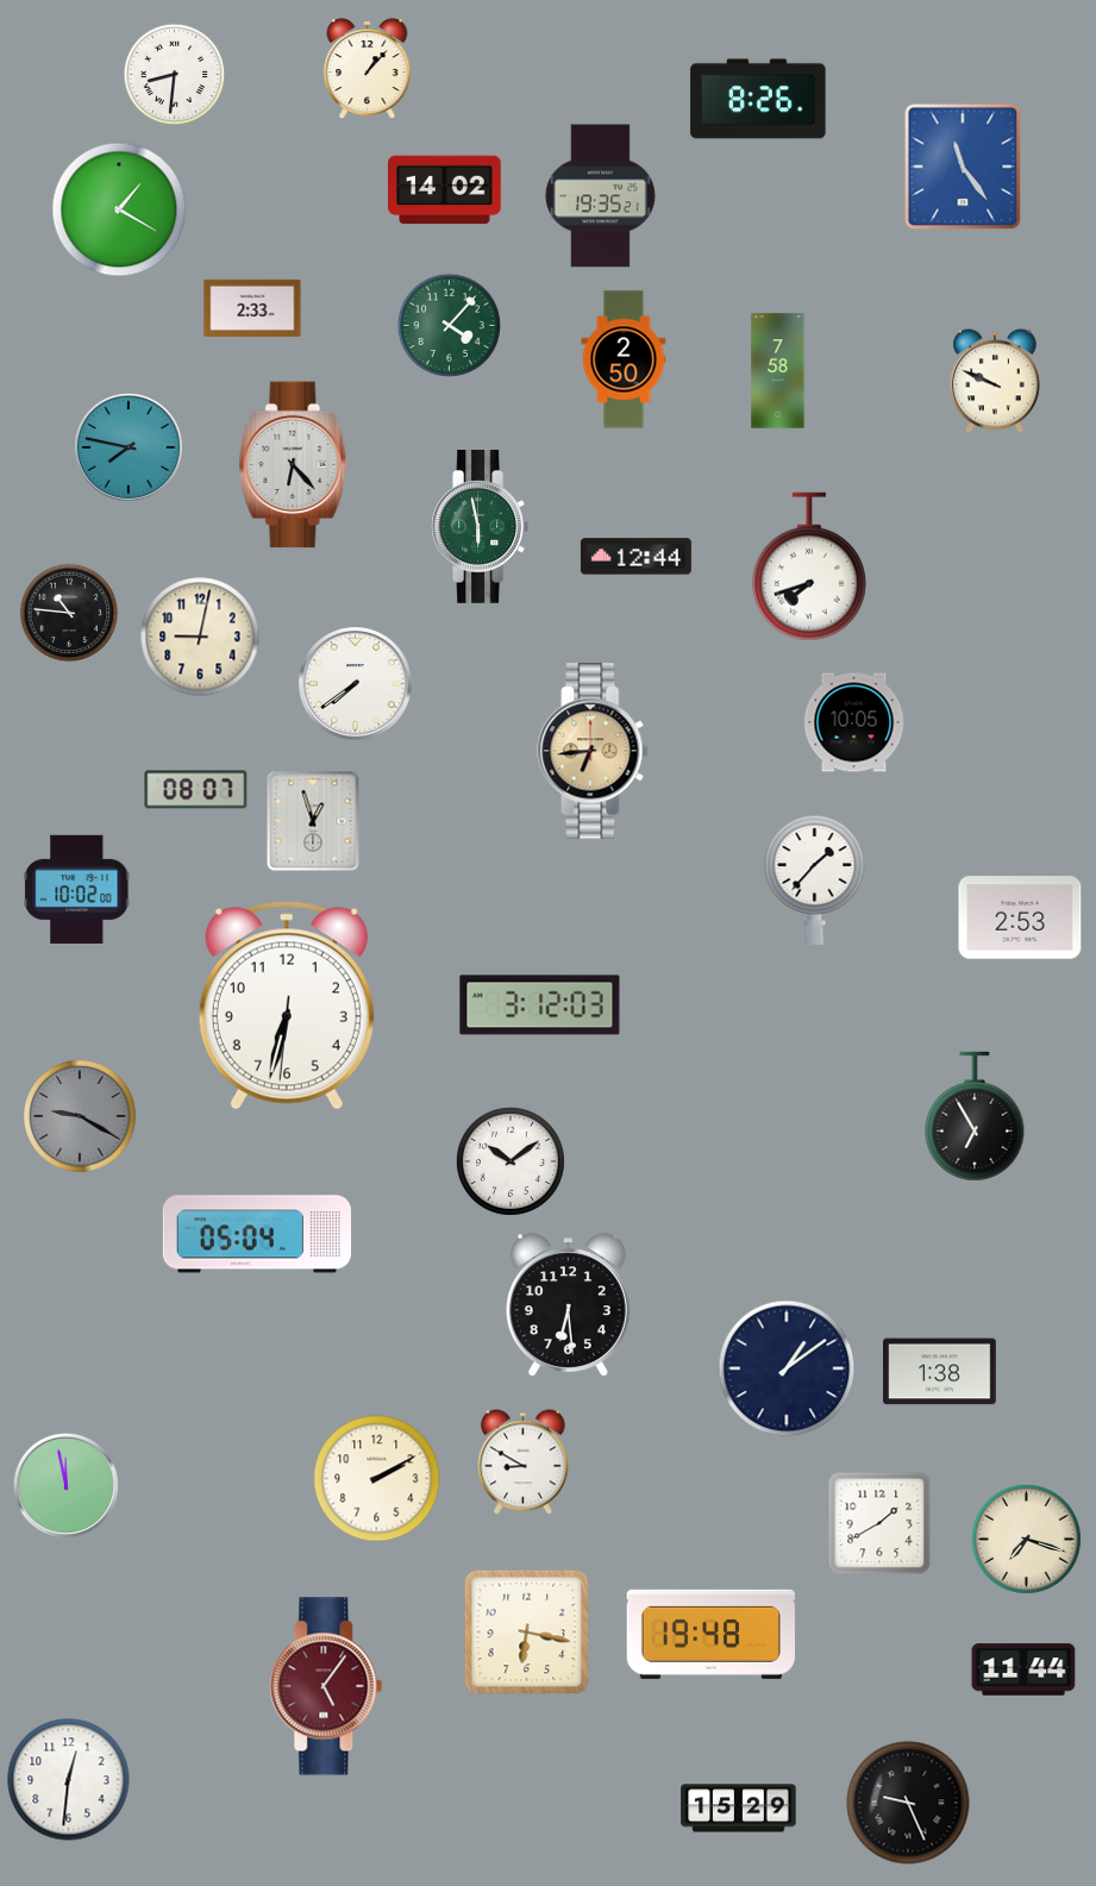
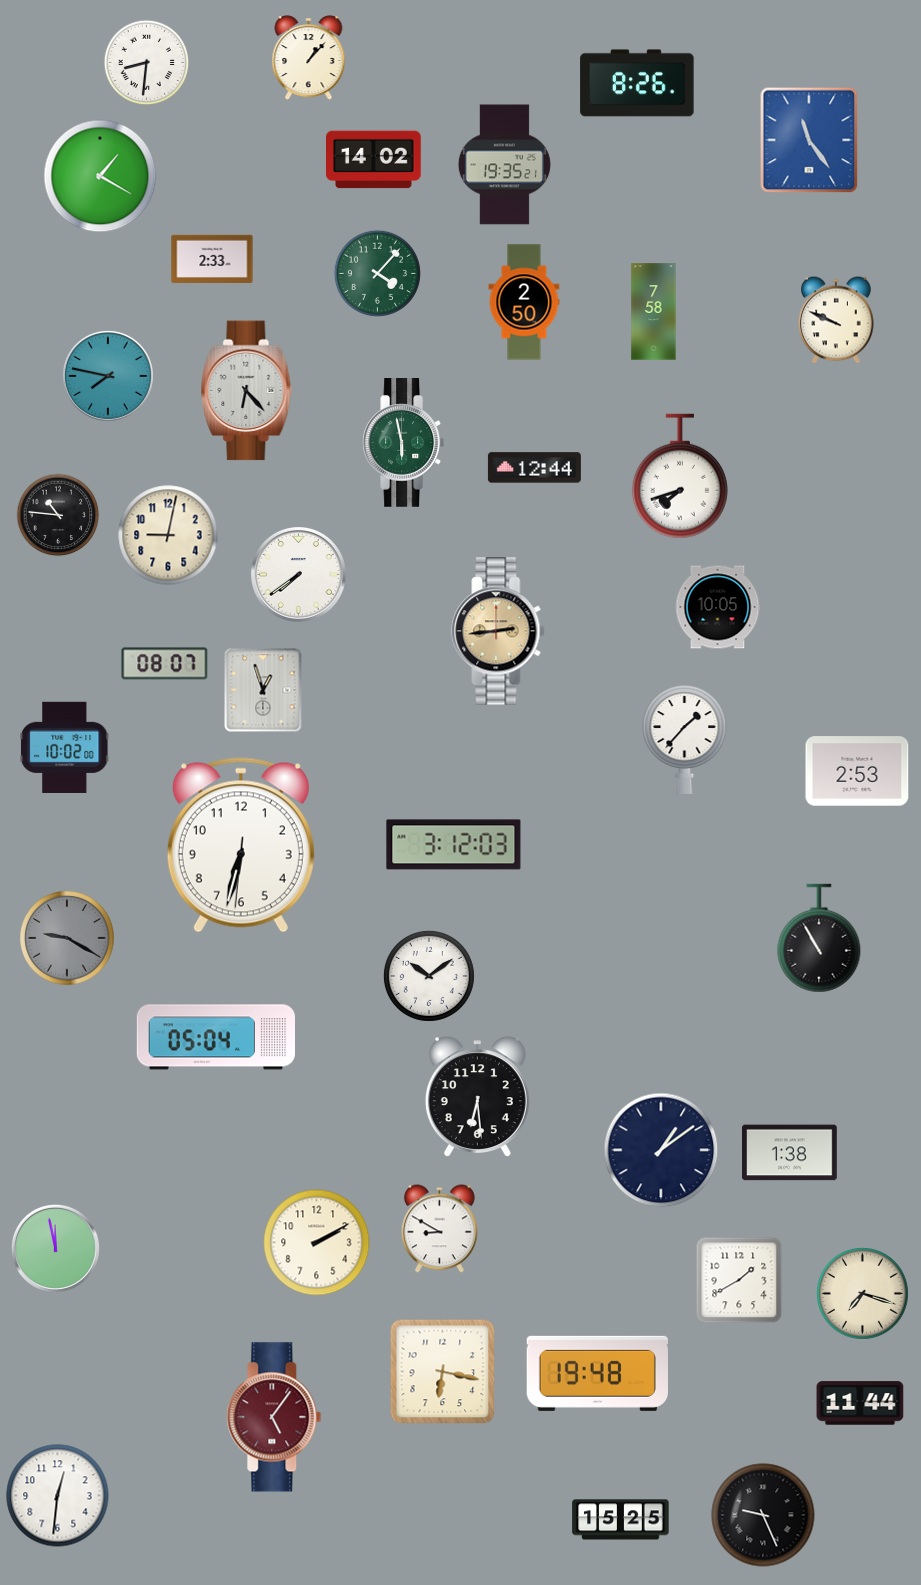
clock at (593, 751): 6:44 -> 2:44
clock at (975, 1116): 6:55 -> 10:55
clock at (739, 1809): 15:29 -> 15:25
